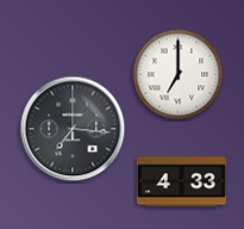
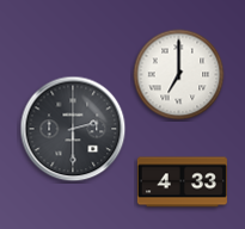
clock at (73, 129): 7:16 -> 2:30
